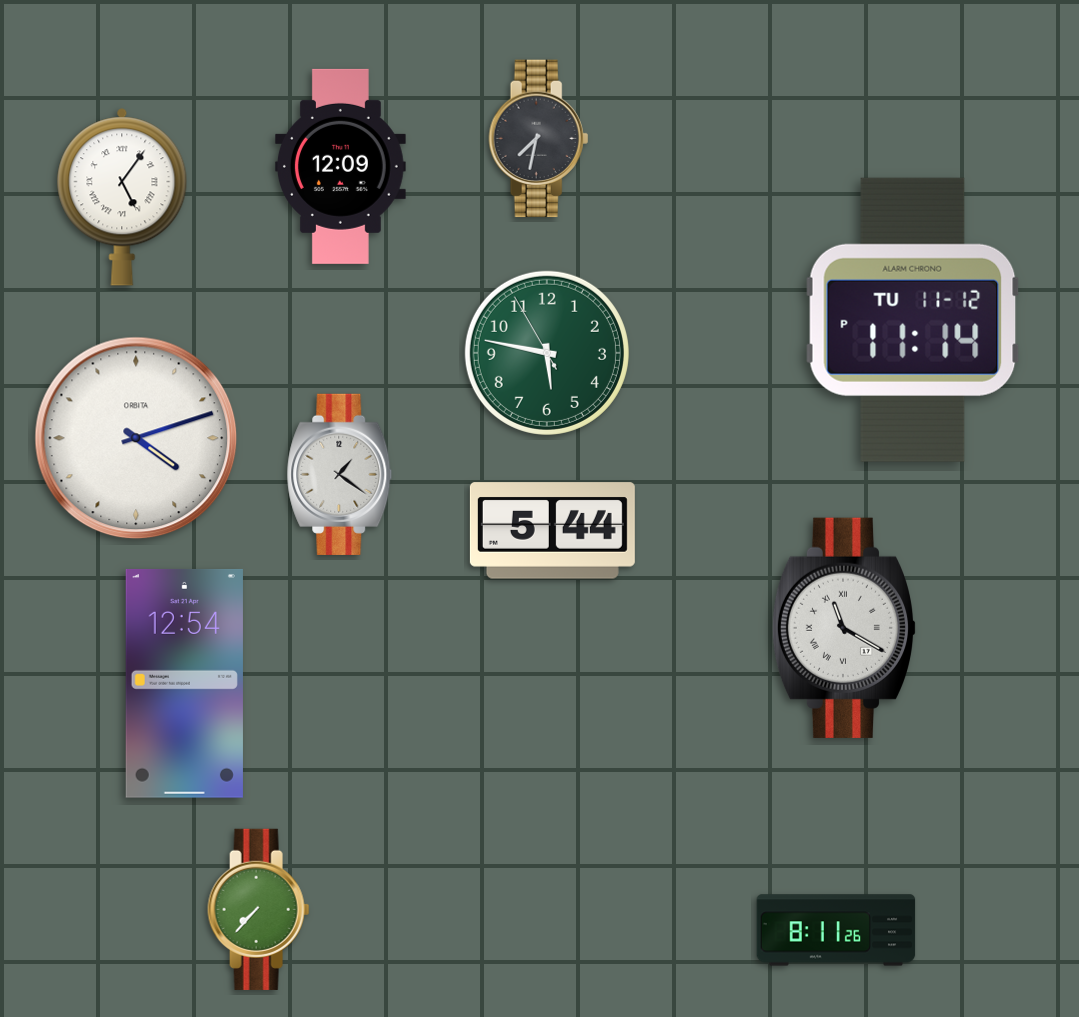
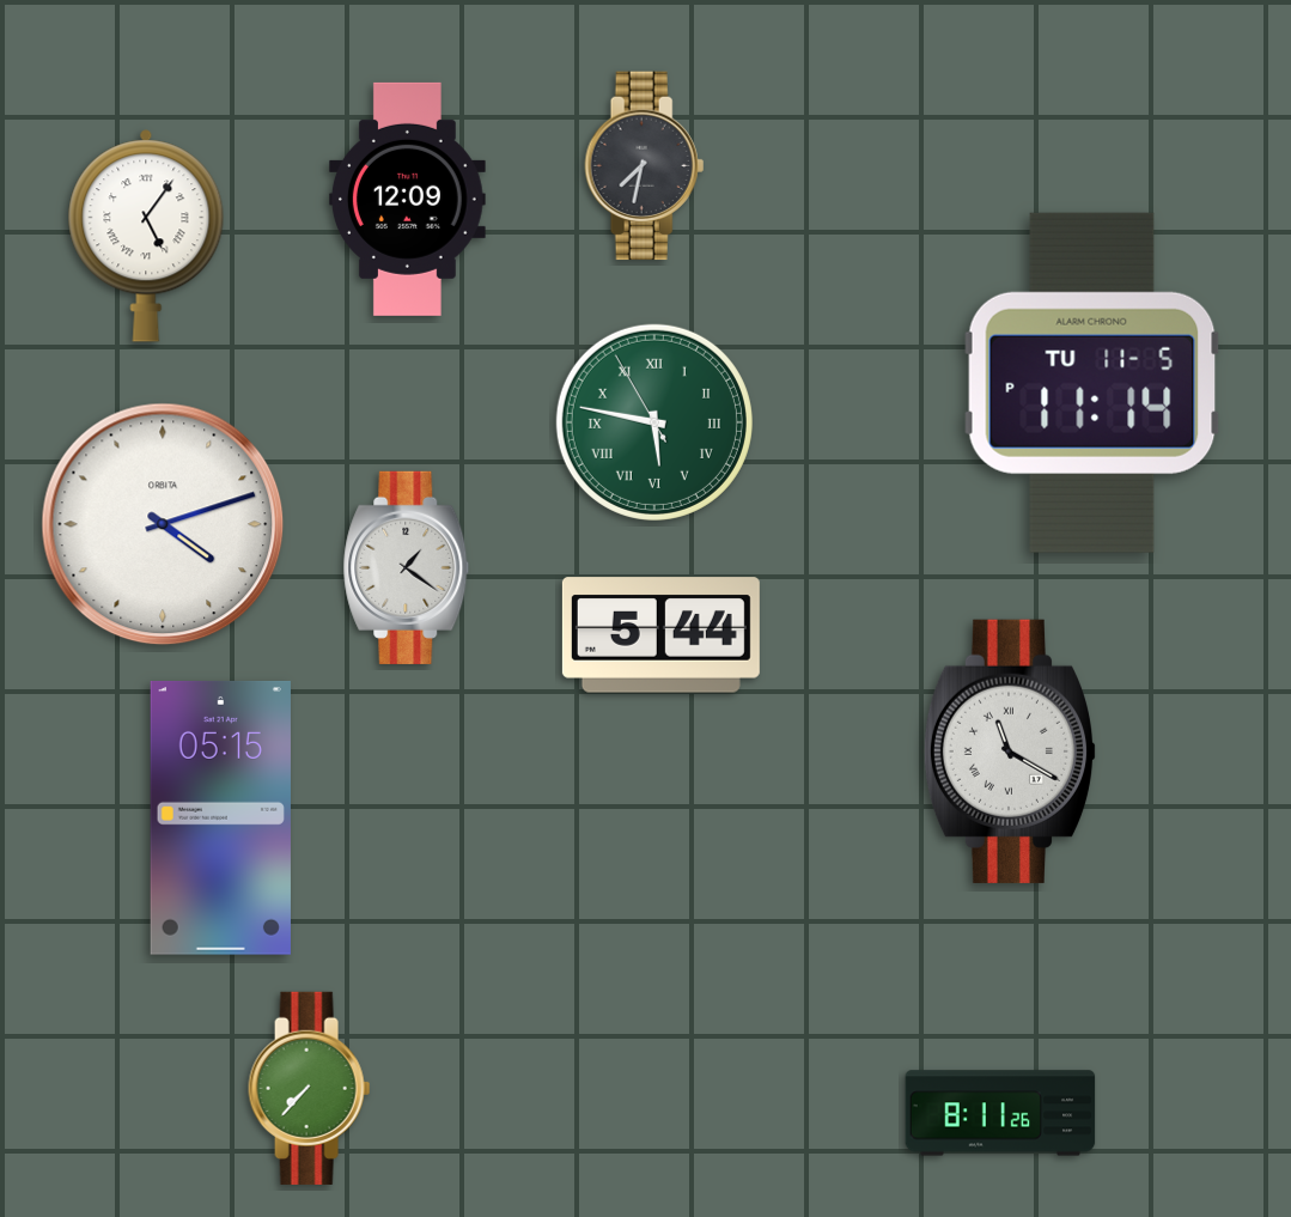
clock at (913, 320) date: TU 11-12 -> TU 11-5
clock at (547, 353) numerals: Arabic -> Roman
clock at (184, 683): 12:54 -> 05:15
